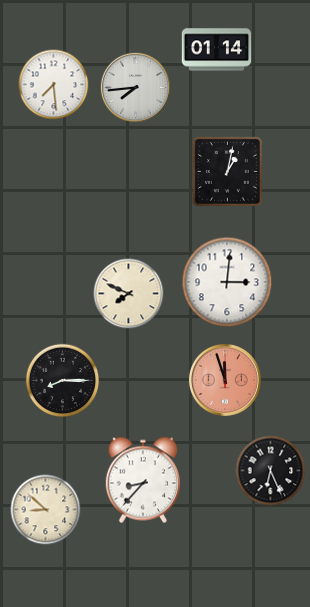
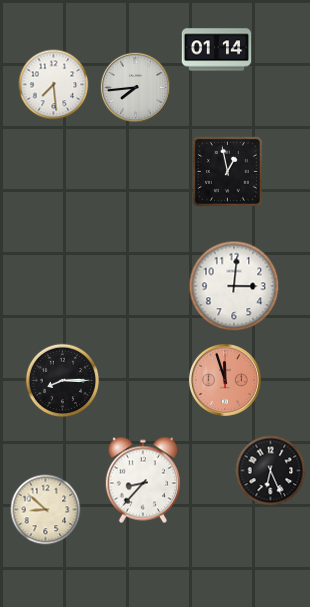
clock at (228, 172): 1:02 -> 12:58
clock at (227, 282) position: (227, 282) -> (234, 286)
clock at (129, 294): 7:49 -> none
